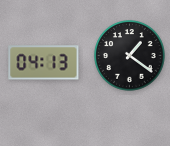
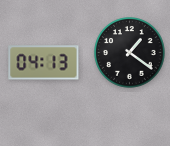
clock at (130, 56) position: (130, 56) -> (130, 53)
